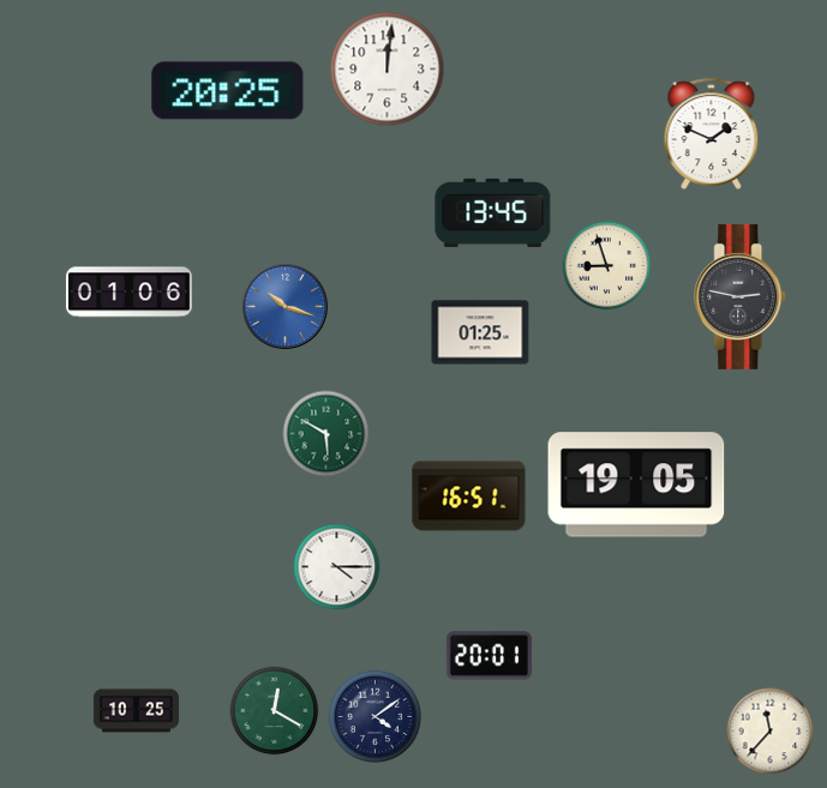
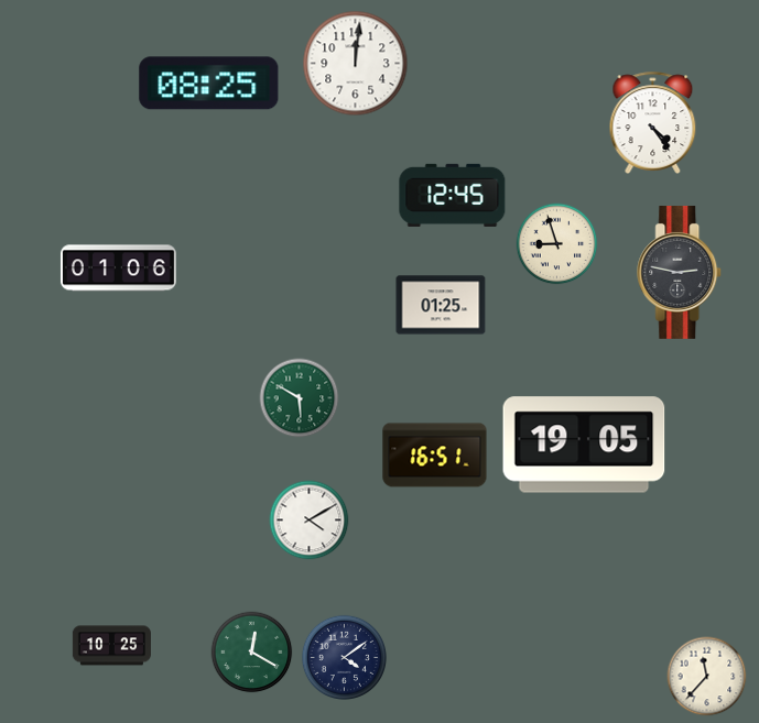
clock at (228, 91): 20:25 -> 08:25
clock at (712, 133): 1:49 -> 4:24
clock at (493, 212): 13:45 -> 12:45
clock at (284, 306): 10:18 -> none
clock at (469, 497) position: (469, 497) -> (435, 456)
clock at (337, 567): 4:15 -> 4:10
clock at (489, 656): 20:01 -> none
clock at (136, 711) position: (136, 711) -> (111, 646)
clock at (771, 732) position: (771, 732) -> (707, 677)
